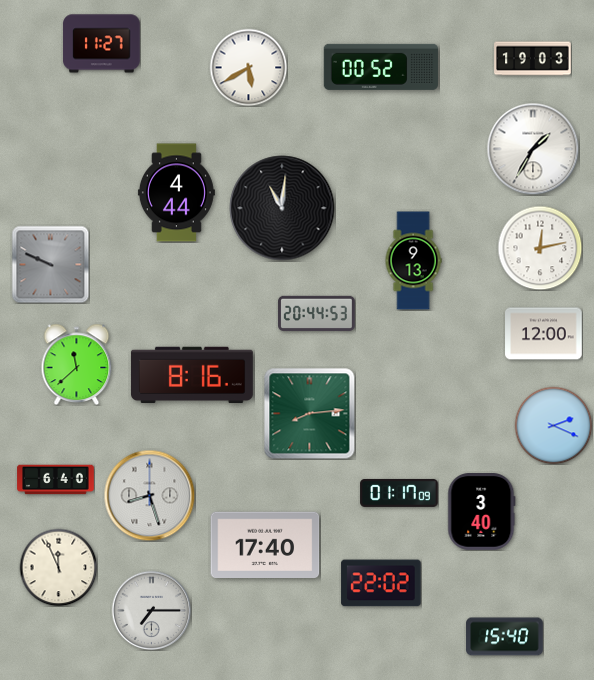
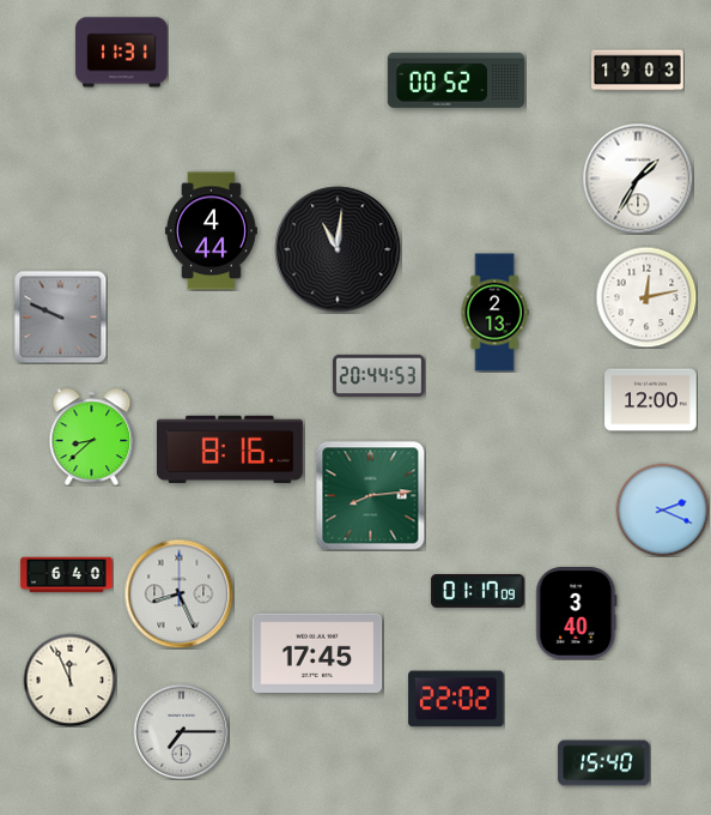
clock at (102, 44): 11:27 -> 11:31
clock at (248, 67): 5:40 -> none
clock at (413, 261): 9:13 -> 2:13
clock at (77, 364): 11:38 -> 8:38
clock at (149, 495): 8:27 -> 8:26
clock at (265, 544): 17:40 -> 17:45
